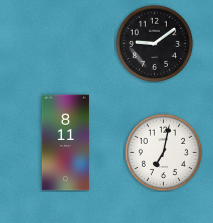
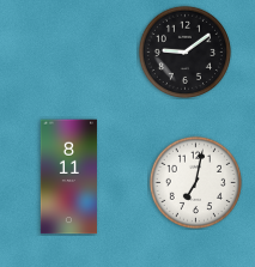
clock at (65, 143) position: (65, 143) -> (68, 177)
